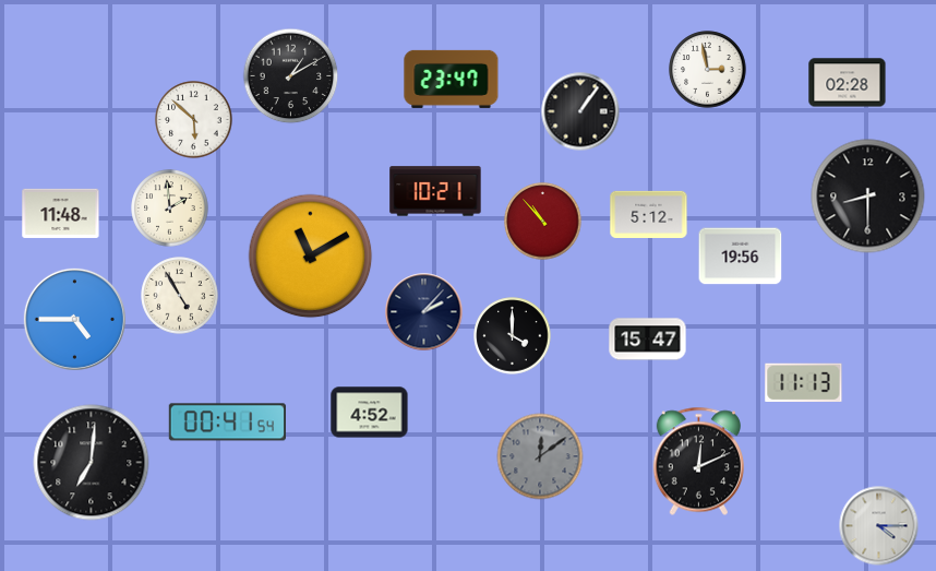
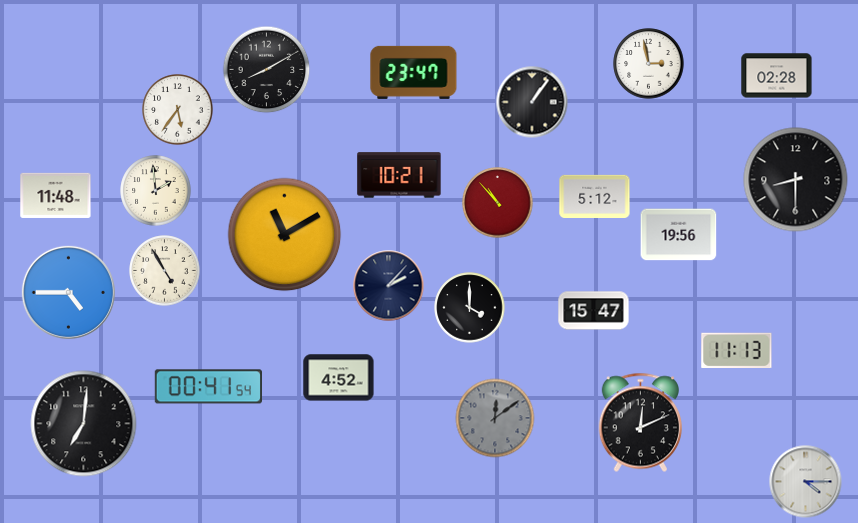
clock at (291, 76): 1:10 -> 8:10
clock at (194, 120): 5:52 -> 5:36
